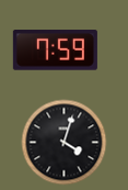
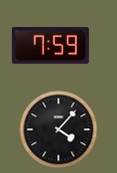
clock at (63, 142): 4:03 -> 4:07
